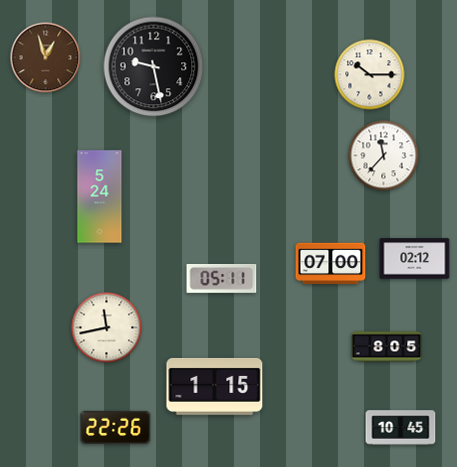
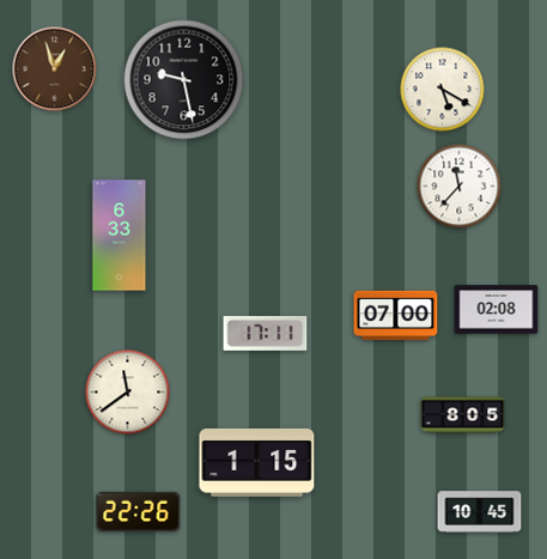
clock at (370, 75): 10:15 -> 5:20
clock at (100, 197): 5:24 -> 6:33
clock at (415, 259): 02:12 -> 02:08
clock at (222, 279): 05:11 -> 17:11
clock at (107, 328): 11:43 -> 11:39
